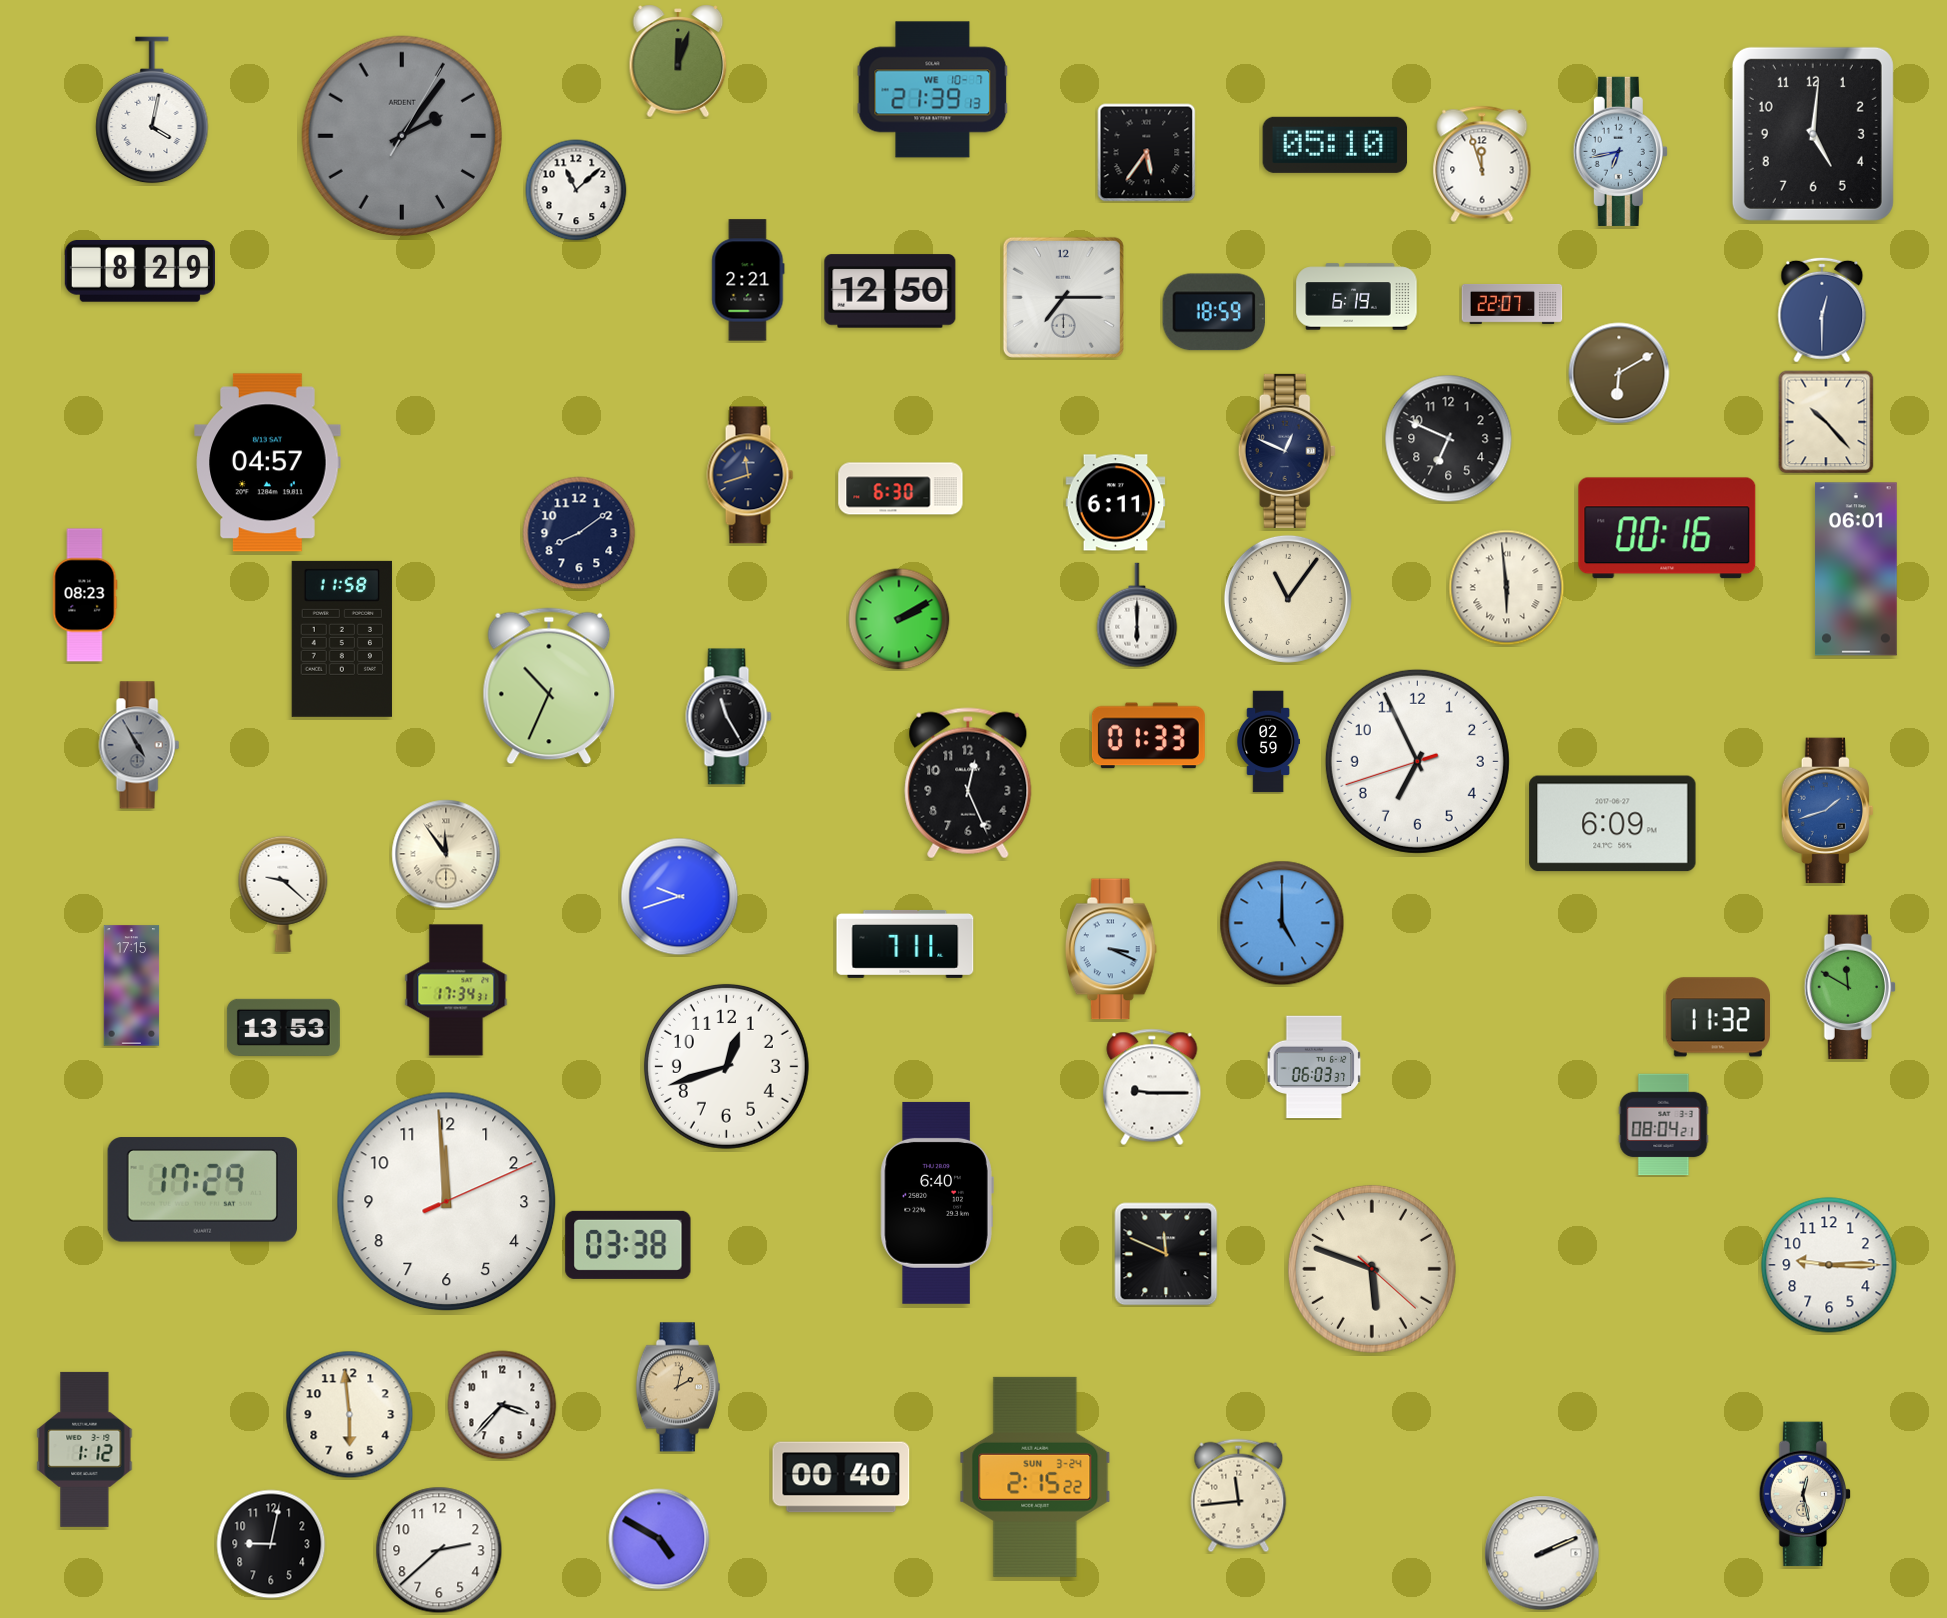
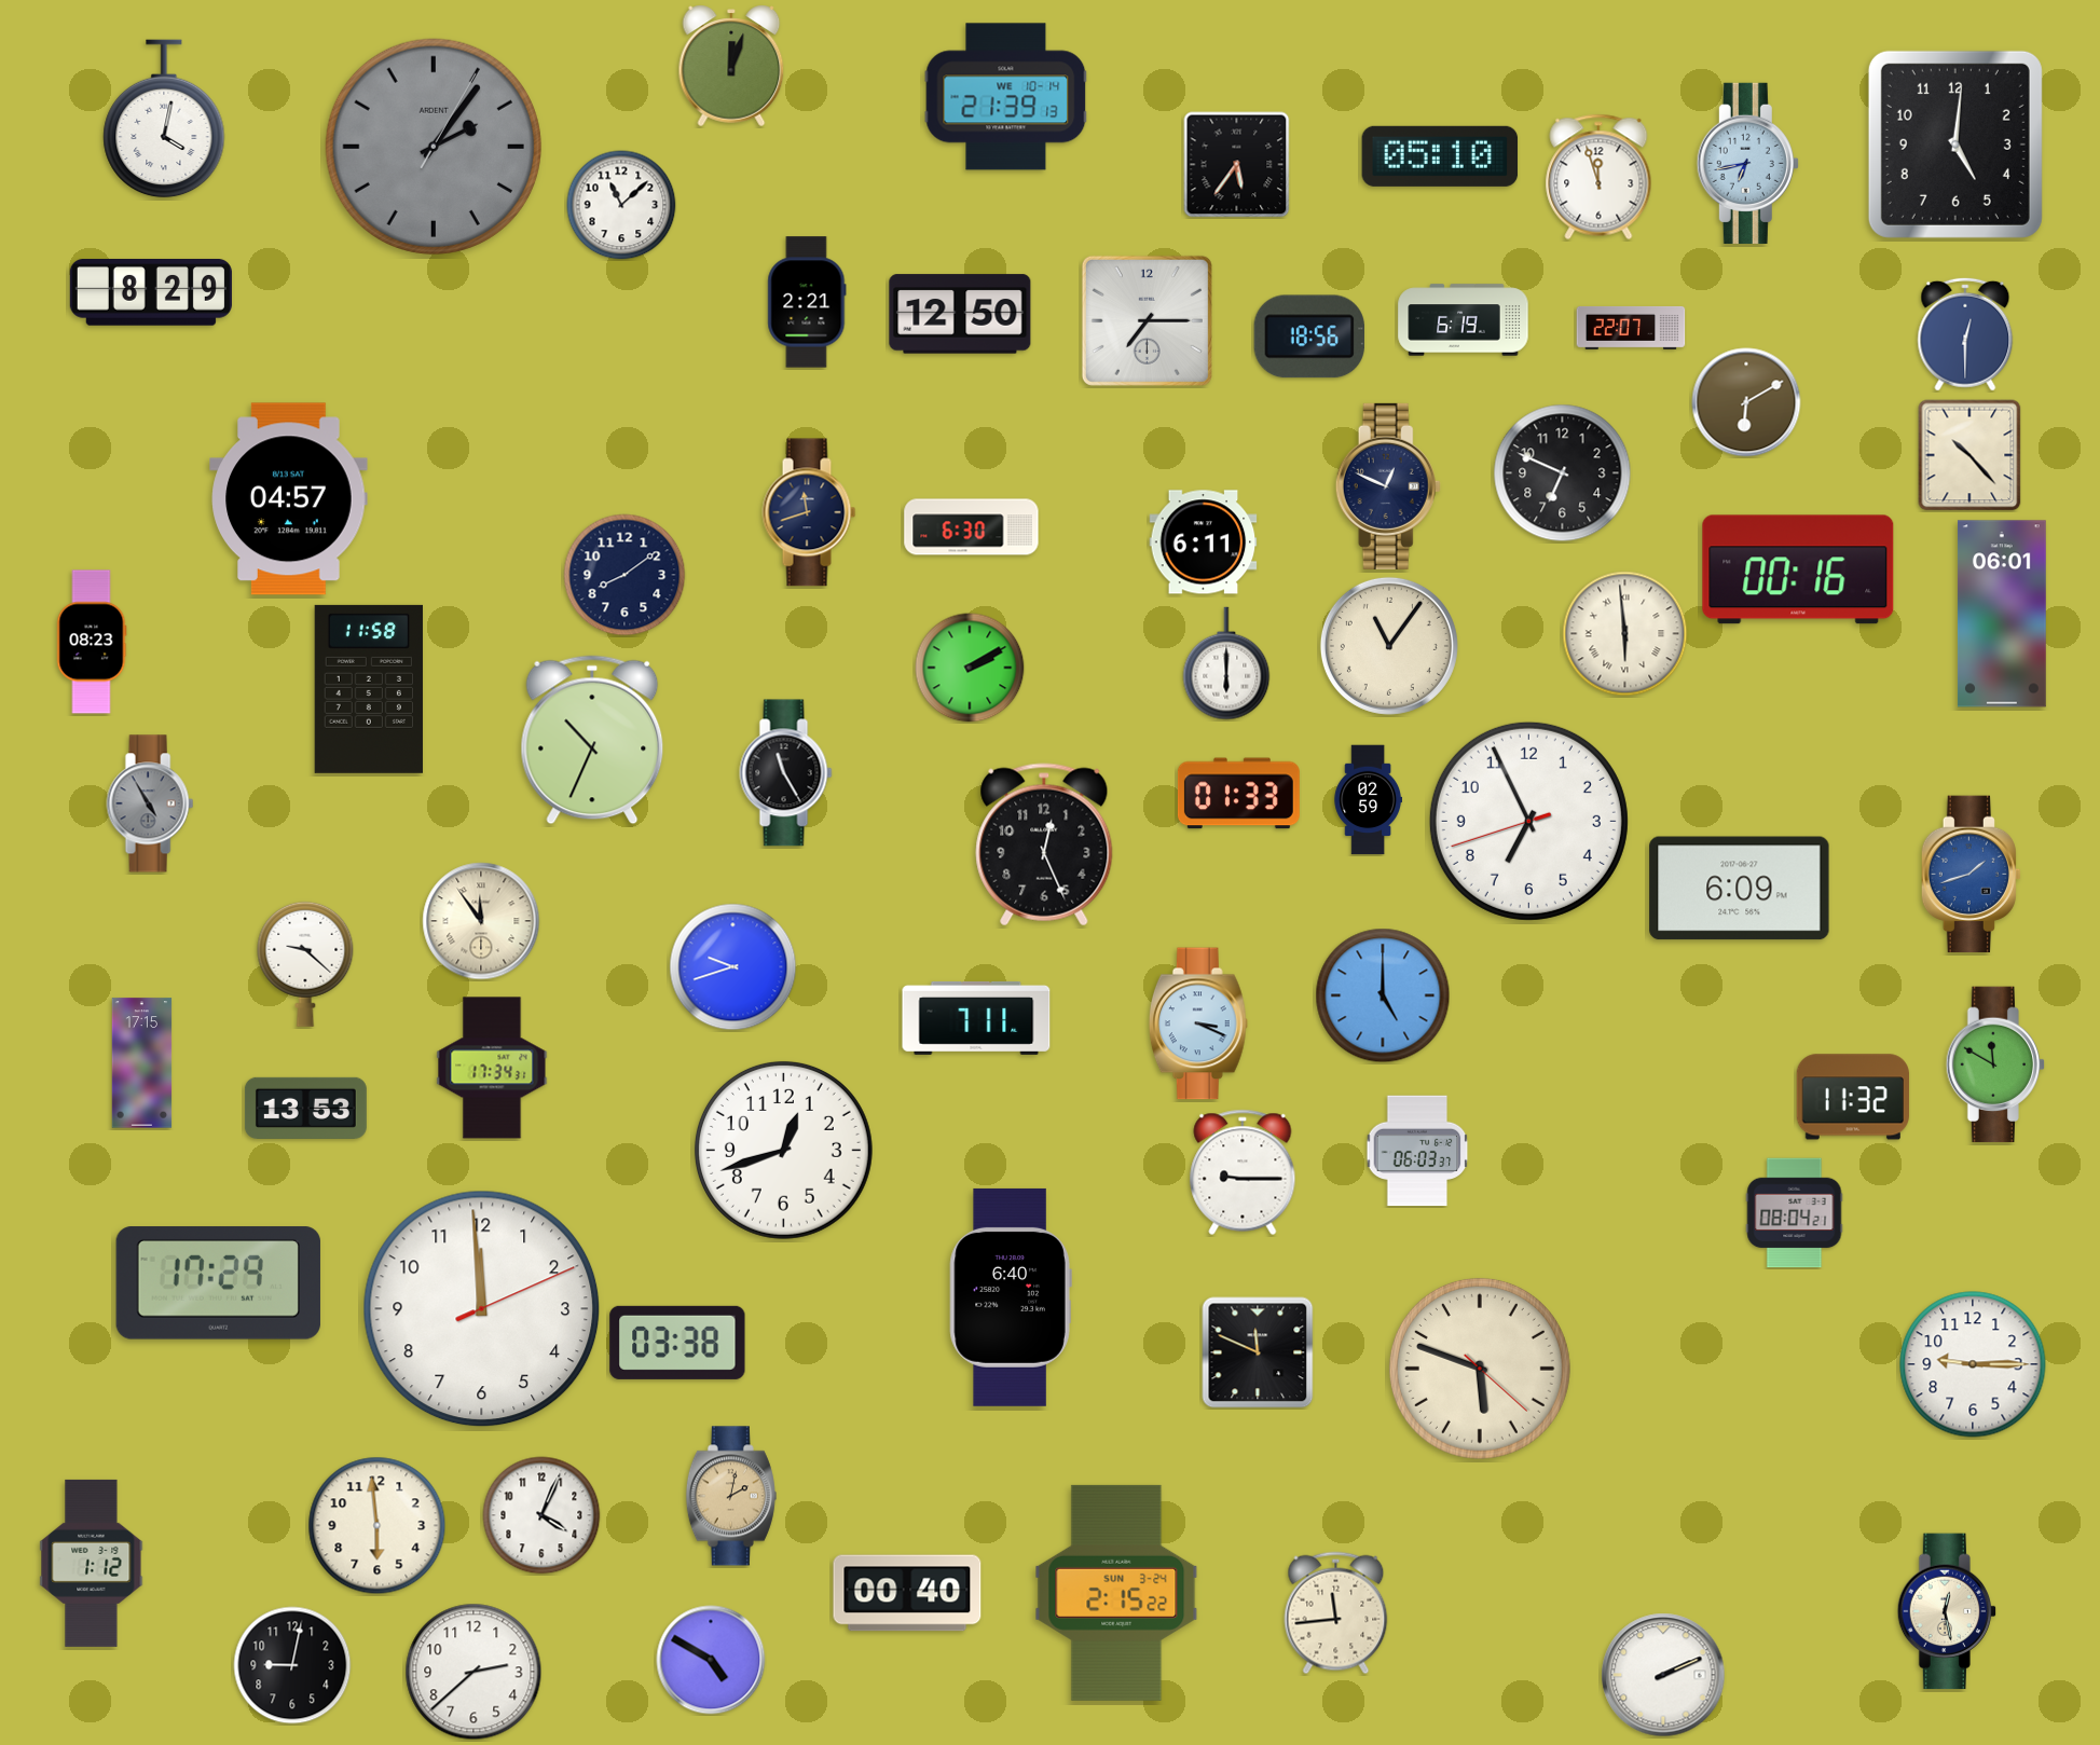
clock at (933, 90) date: WE 10-7 -> WE 10-14
clock at (1214, 312): 18:59 -> 18:56
clock at (447, 1202) position: (447, 1202) -> (482, 1309)
clock at (502, 1405): 3:37 -> 4:04
